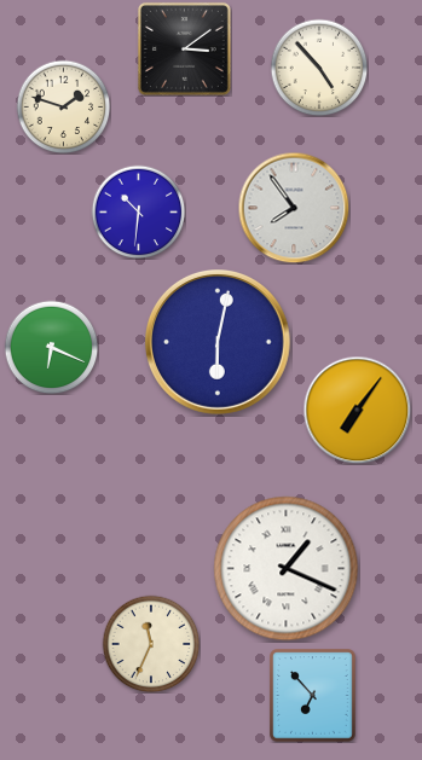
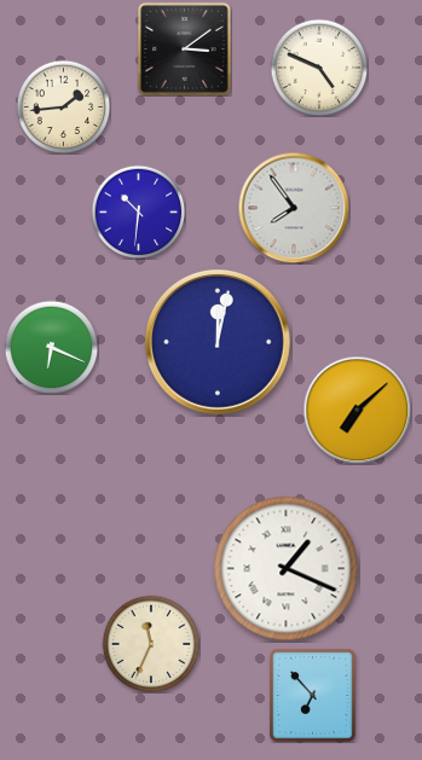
clock at (319, 68): 4:53 -> 4:49
clock at (63, 106): 1:48 -> 1:44
clock at (219, 343): 6:02 -> 12:02
clock at (357, 410): 7:06 -> 7:08
